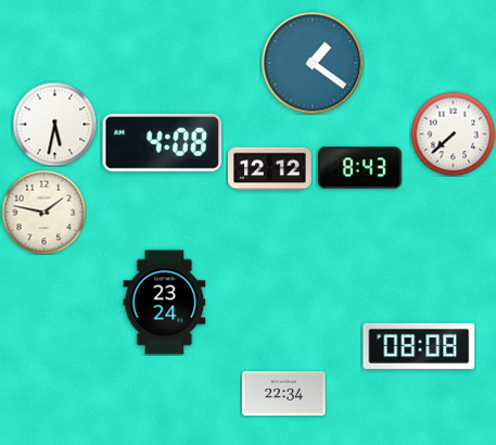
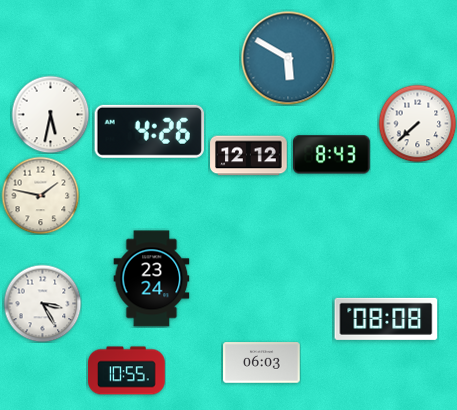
clock at (313, 63): 1:21 -> 5:50
clock at (162, 142): 4:08 -> 4:26
clock at (42, 303): none -> 3:25
clock at (284, 394): 22:34 -> 06:03
clock at (127, 371): none -> 10:55
